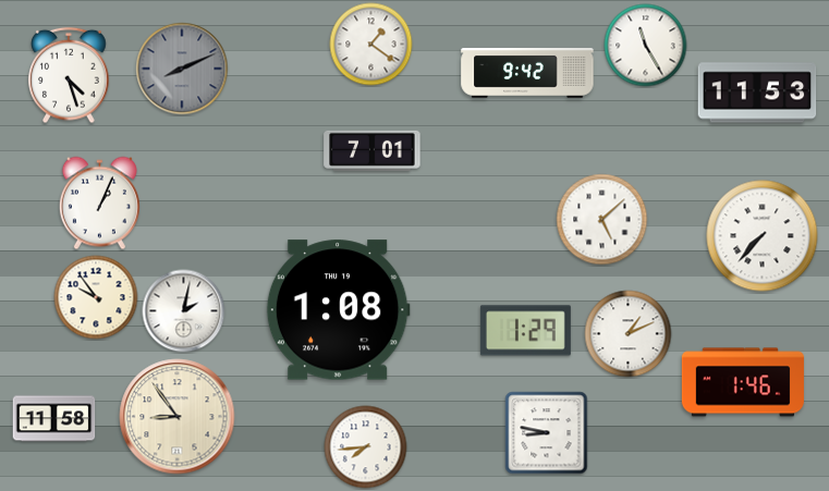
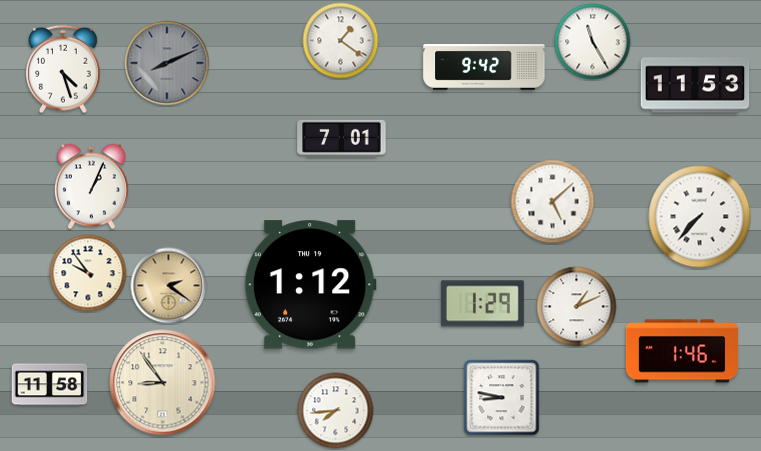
clock at (338, 310): 1:08 -> 1:12
clock at (184, 311): 2:02 -> 2:21
clock at (184, 311) dial: white -> champagne
